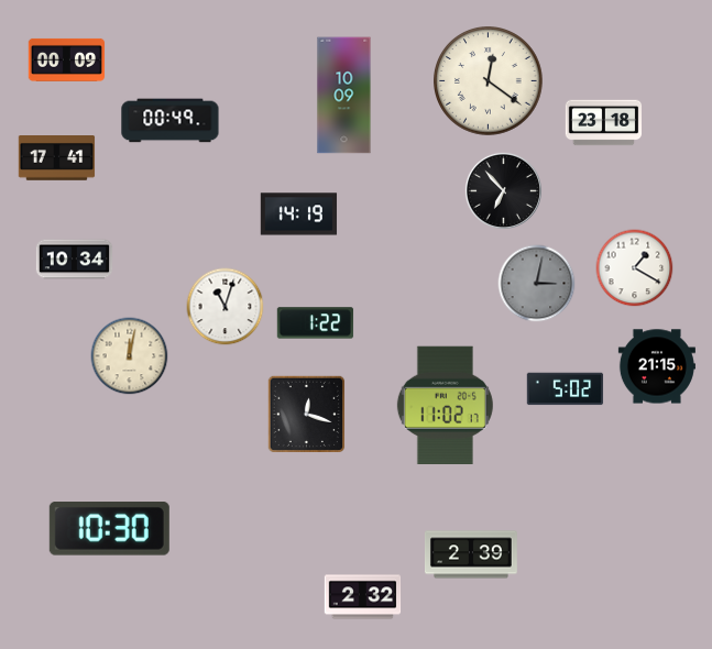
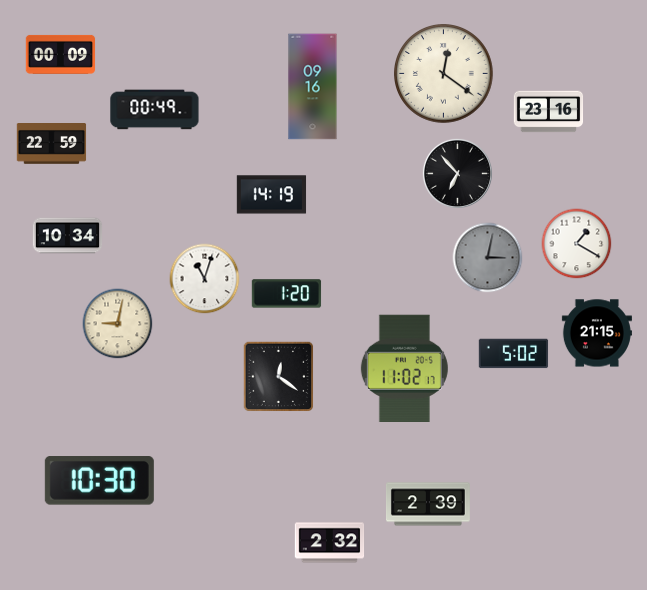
clock at (344, 96): 10:09 -> 09:16
clock at (604, 123): 23:18 -> 23:16
clock at (57, 158): 17:41 -> 22:59
clock at (316, 323): 1:22 -> 1:20
clock at (130, 356): 12:02 -> 9:02
clock at (306, 414): 12:18 -> 12:21
